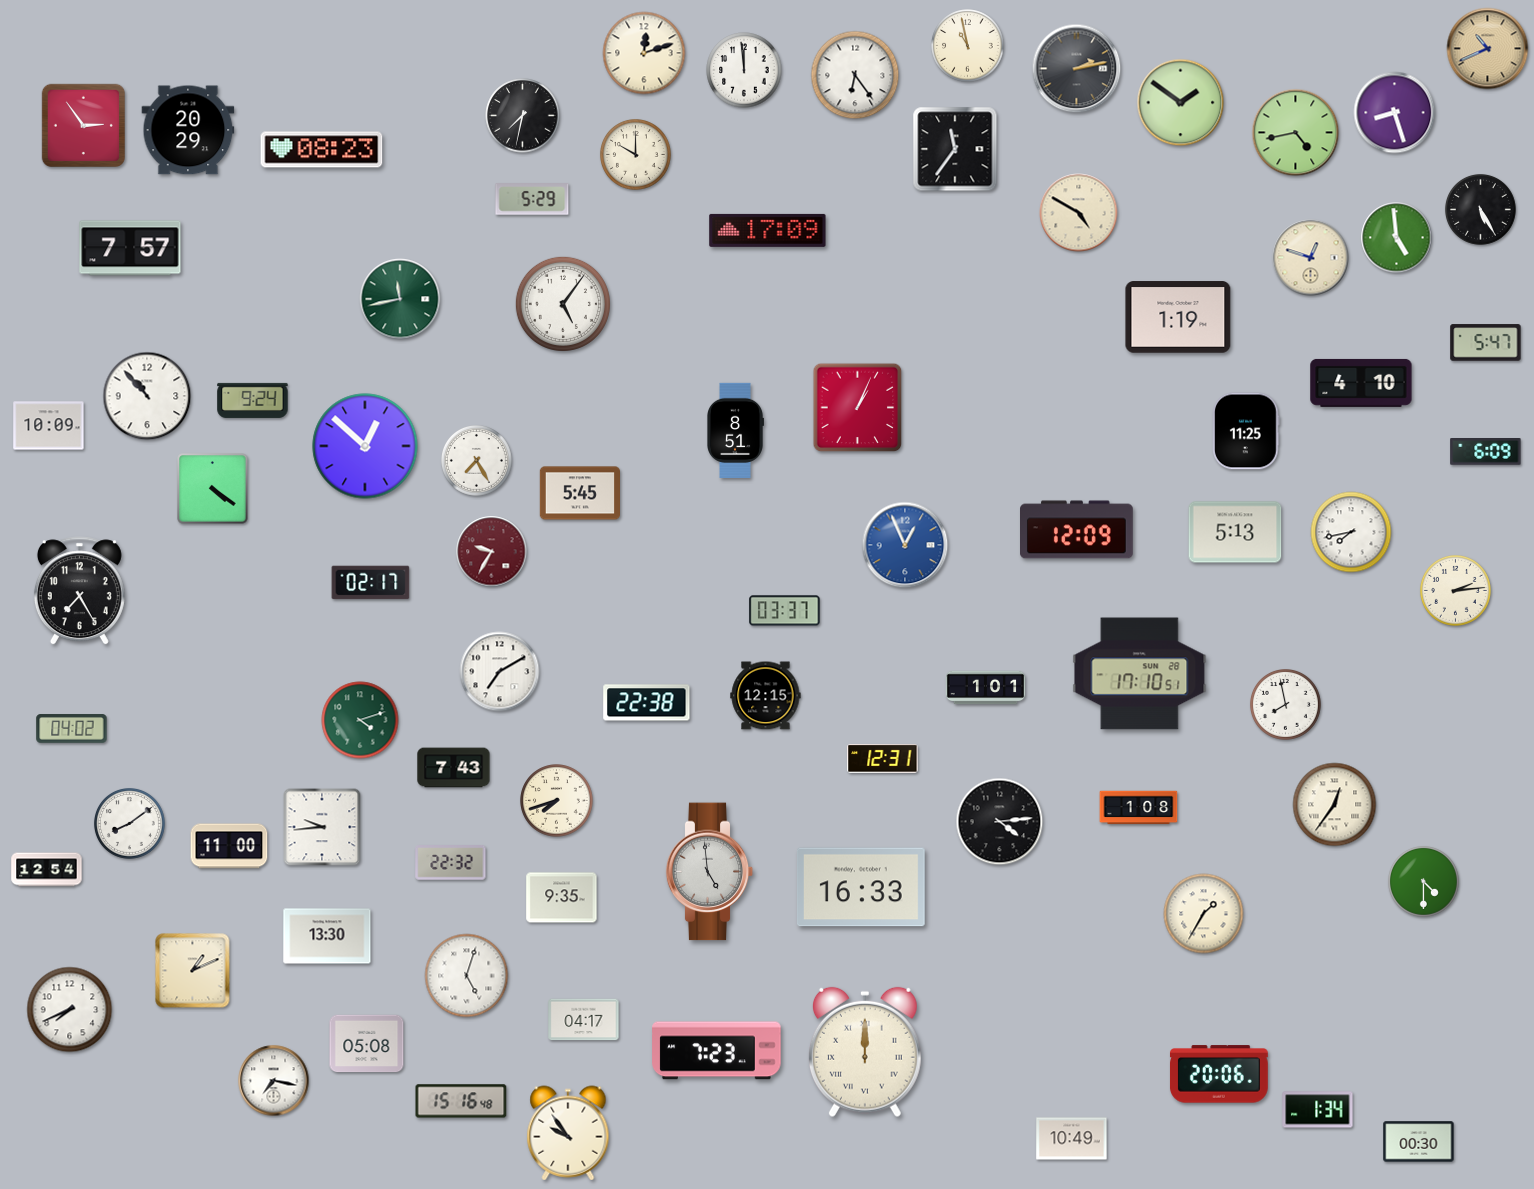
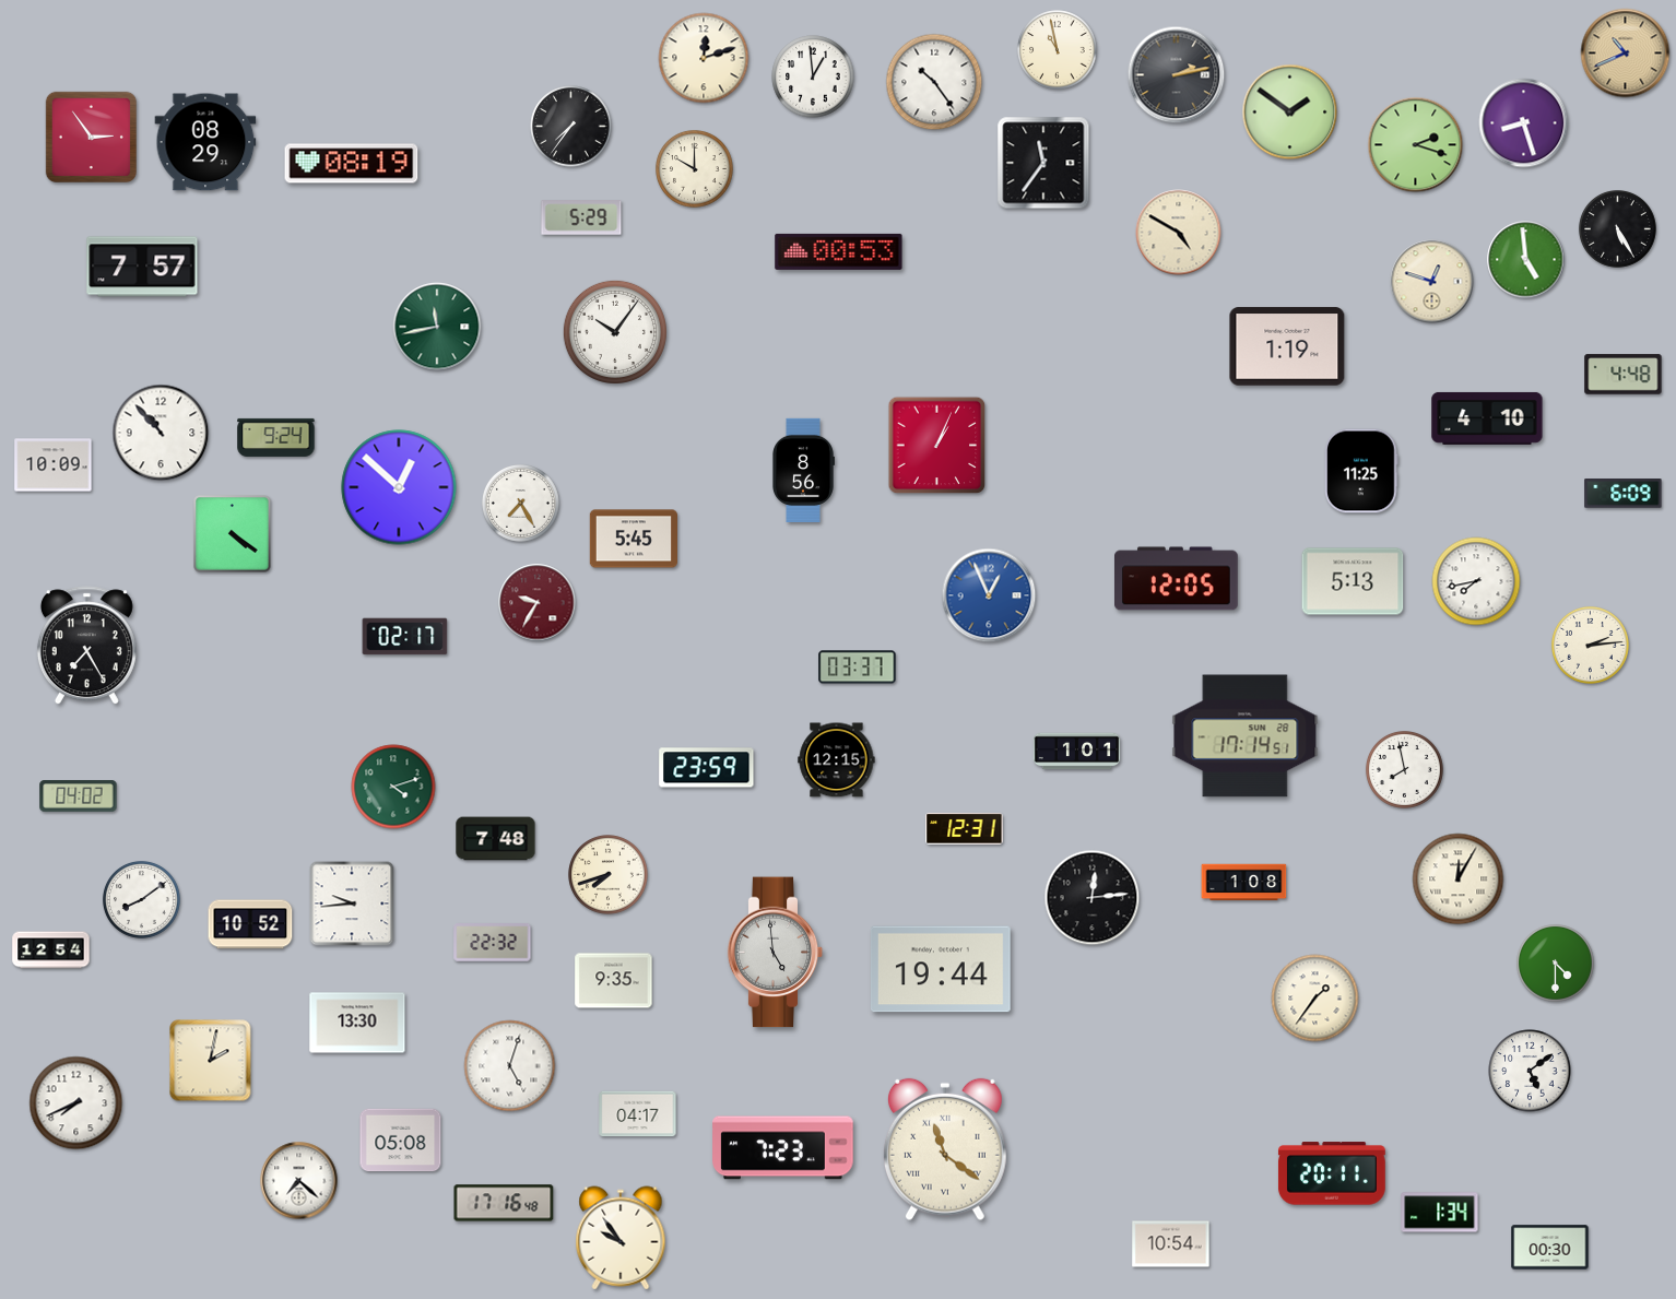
clock at (744, 70): 11:59 -> 12:59
clock at (855, 75): 6:24 -> 10:24
clock at (523, 116): 7:32 -> 7:36
clock at (188, 130): 20:29 -> 08:29
clock at (1296, 133): 4:43 -> 2:18
clock at (322, 150): 08:23 -> 08:19
clock at (768, 230): 17:09 -> 00:53
clock at (130, 248) position: (130, 248) -> (142, 267)
clock at (563, 304): 5:06 -> 10:06
clock at (1486, 343): 5:47 -> 4:48
clock at (736, 430): 8:51 -> 8:56
clock at (1077, 530): 12:09 -> 12:05
clock at (1235, 532) position: (1235, 532) -> (1353, 581)
clock at (500, 672): 7:10 -> none
clock at (1140, 674): 17:10 -> 17:14
clock at (647, 703): 22:38 -> 23:59
clock at (454, 768): 7:43 -> 7:48
clock at (1335, 805): 12:36 -> 12:05
clock at (1000, 822): 4:14 -> 12:14
clock at (229, 846): 11:00 -> 10:52
clock at (861, 887): 16:33 -> 19:44
clock at (1204, 914): 1:35 -> 1:36
clock at (193, 971): 1:11 -> 2:02
clock at (1530, 1071): none -> 5:09
clock at (865, 1052): 12:00 -> 11:21
clock at (1219, 1074): 20:06 -> 20:11
clock at (274, 1081): 7:17 -> 7:22
clock at (461, 1101): 15:16 -> 17:16
clock at (1072, 1139): 10:49 -> 10:54
